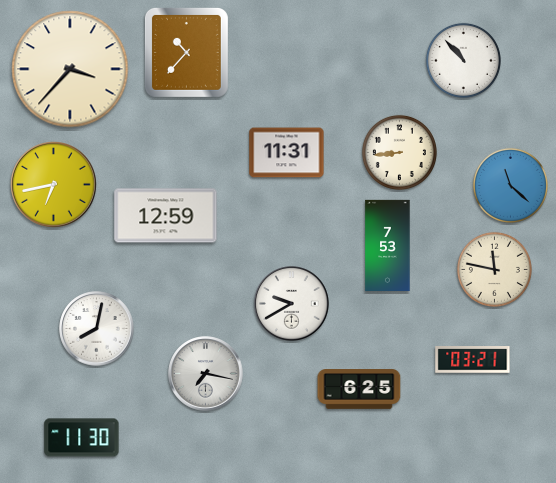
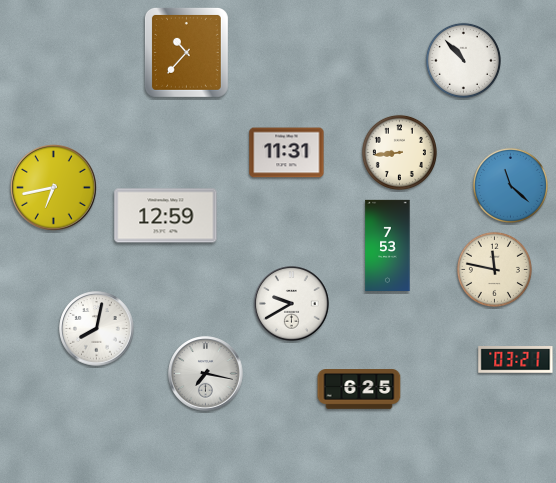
clock at (70, 69): 3:37 -> none
clock at (54, 185) position: (54, 185) -> (54, 188)
clock at (473, 360) position: (473, 360) -> (516, 360)
clock at (82, 438): 11:30 -> none
